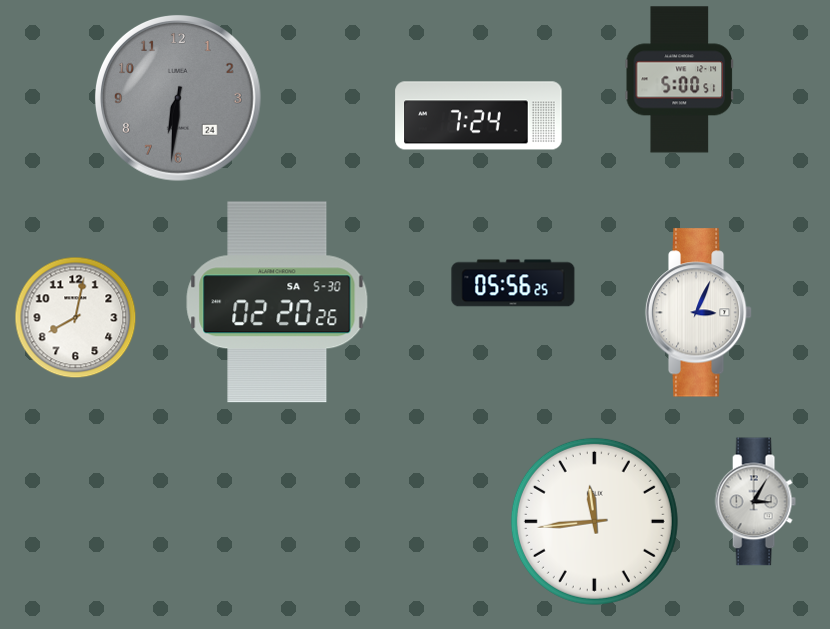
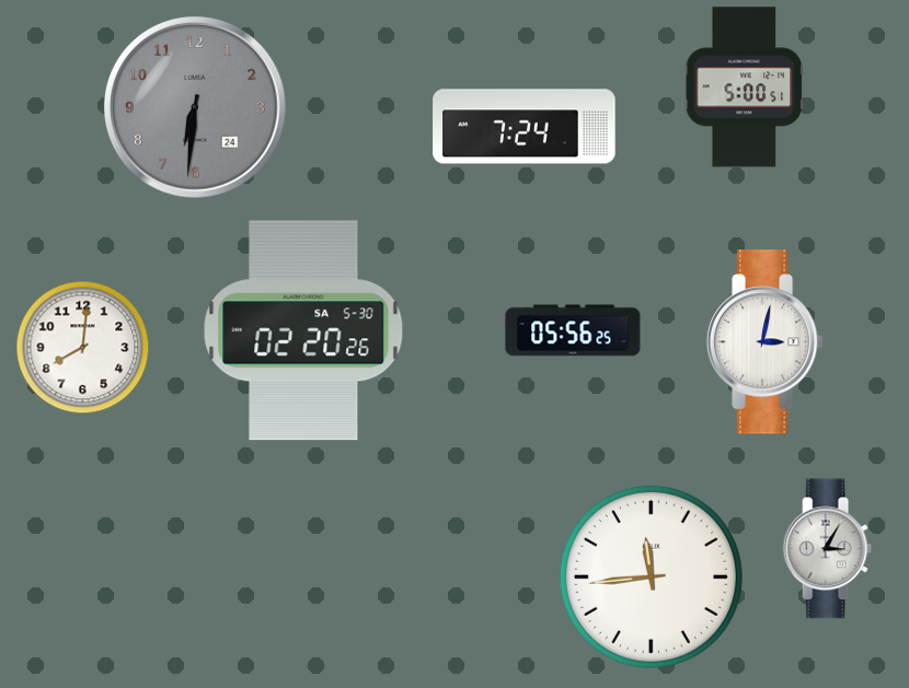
clock at (513, 283) position: (513, 283) -> (573, 330)
clock at (699, 313): 3:04 -> 3:02
clock at (76, 318): 8:02 -> 8:01
clock at (594, 521) position: (594, 521) -> (651, 576)
